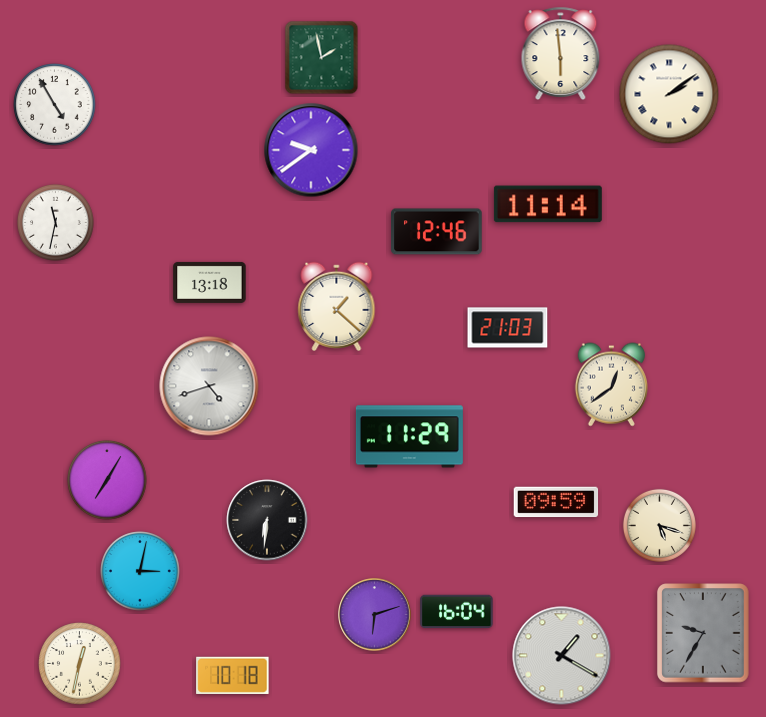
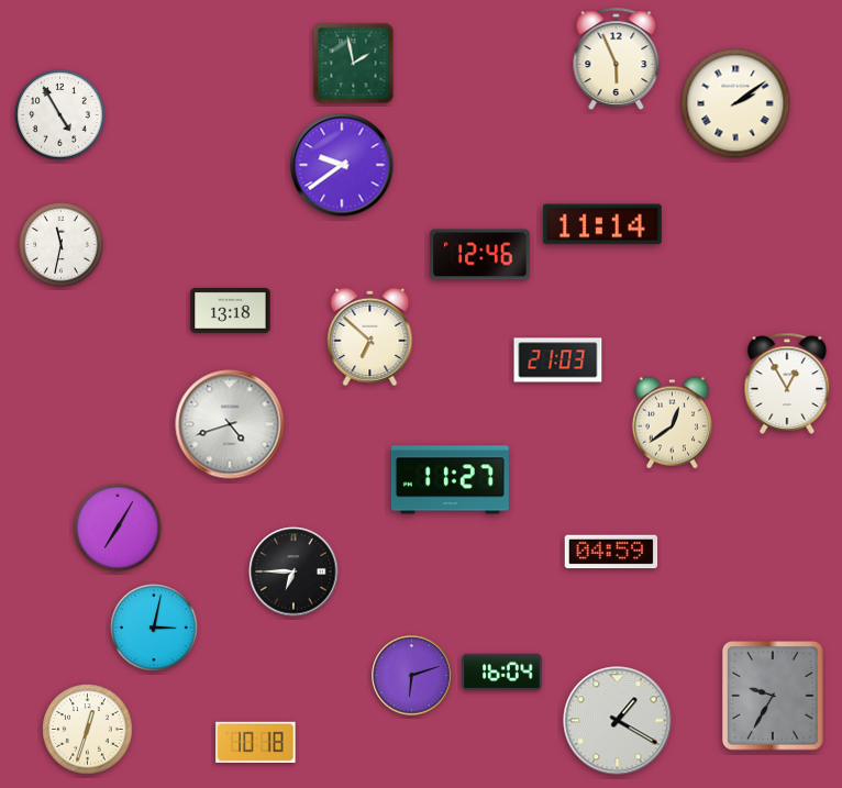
clock at (561, 53): 5:59 -> 5:56
clock at (337, 306): 1:22 -> 6:52
clock at (787, 384): none -> 12:55
clock at (409, 437): 11:29 -> 11:27
clock at (556, 502): 09:59 -> 04:59
clock at (267, 520): 6:31 -> 6:45
clock at (659, 525): 5:18 -> none
clock at (80, 664): 12:32 -> 12:33
